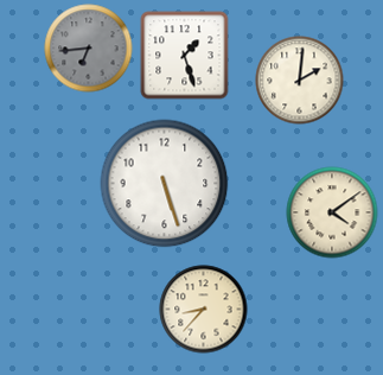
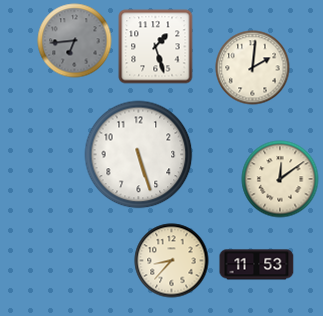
clock at (332, 212): 4:09 -> 12:09
clock at (257, 265): none -> 11:53
